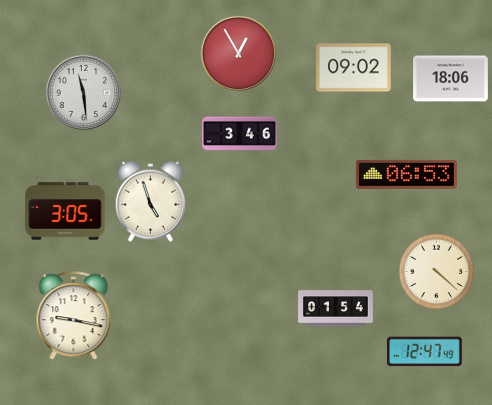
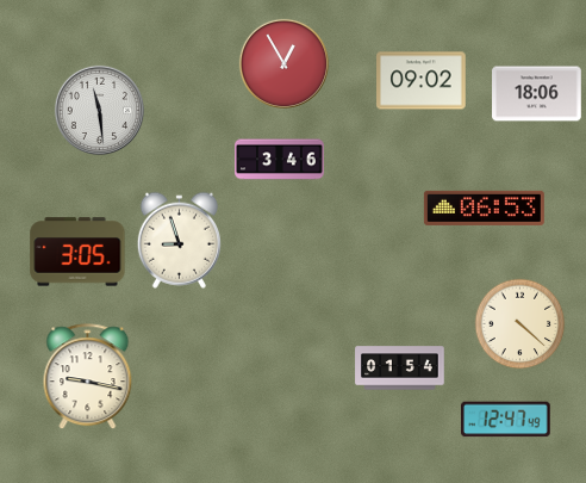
clock at (240, 134) position: (240, 134) -> (280, 160)
clock at (150, 201): 4:57 -> 8:57
